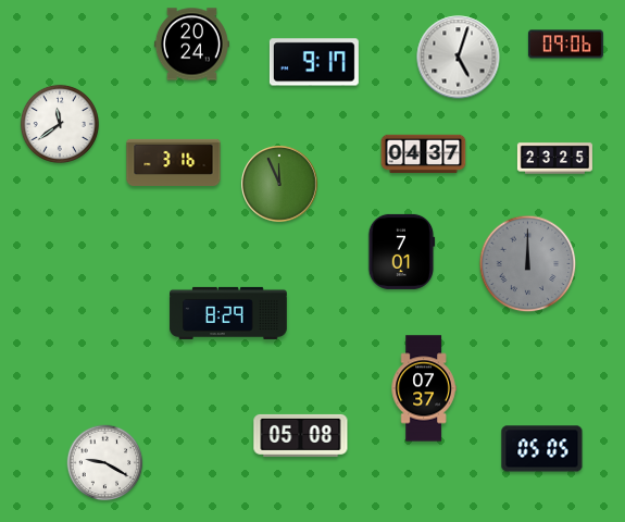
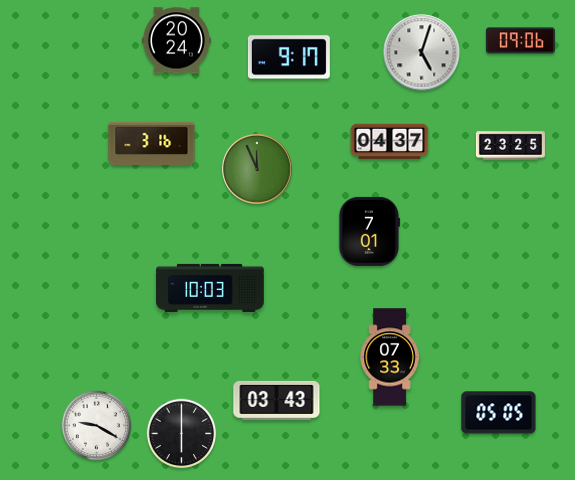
clock at (60, 124): 11:39 -> none
clock at (174, 162) position: (174, 162) -> (152, 143)
clock at (528, 264): 12:00 -> none
clock at (228, 313): 8:29 -> 10:03
clock at (424, 388): 07:37 -> 07:33
clock at (301, 435): 05:08 -> 03:43
clock at (182, 434): none -> 6:00
